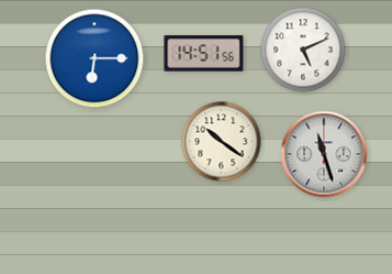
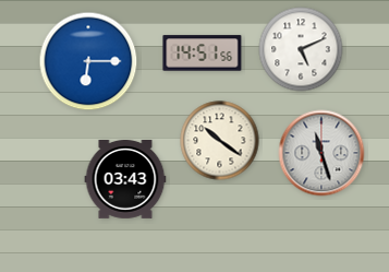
clock at (94, 58) position: (94, 58) -> (88, 61)
clock at (125, 180): none -> 03:43
